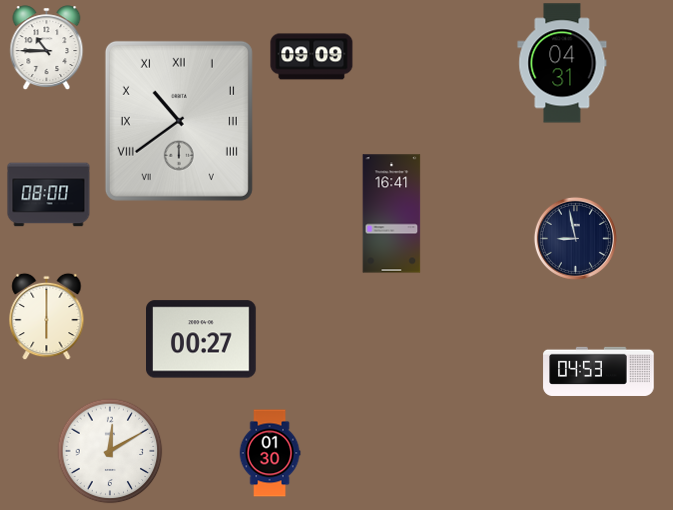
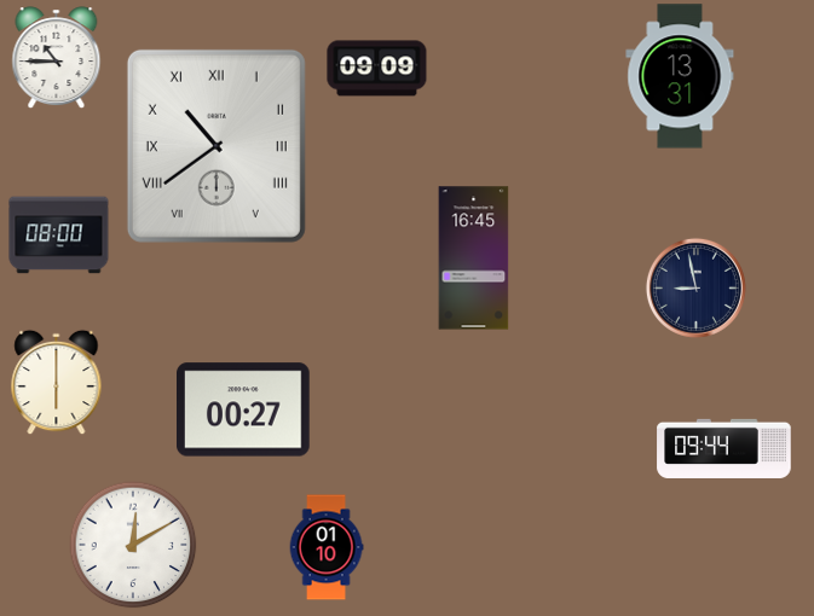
clock at (562, 63): 04:31 -> 13:31
clock at (392, 214): 16:41 -> 16:45
clock at (599, 371): 04:53 -> 09:44
clock at (270, 453): 01:30 -> 01:10
